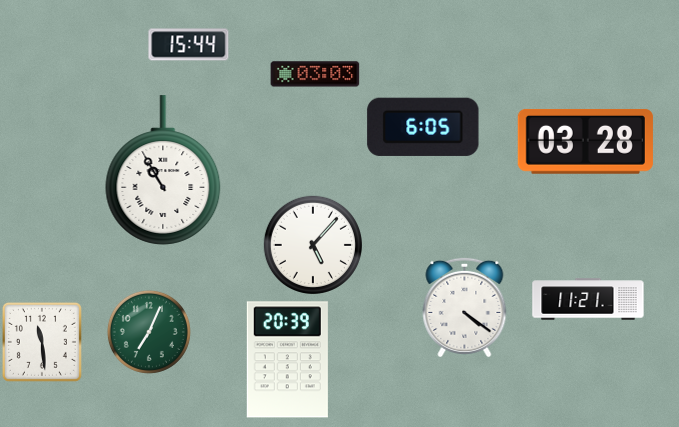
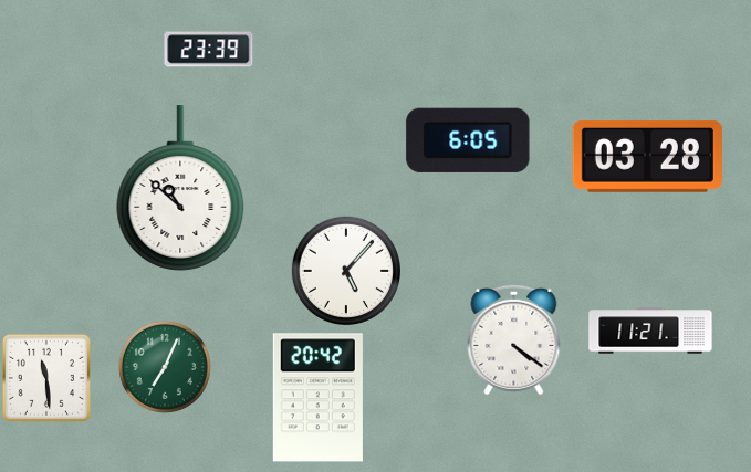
clock at (189, 45): 15:44 -> 23:39
clock at (315, 74): 03:03 -> none
clock at (163, 170): 10:55 -> 10:52
clock at (287, 360): 20:39 -> 20:42
